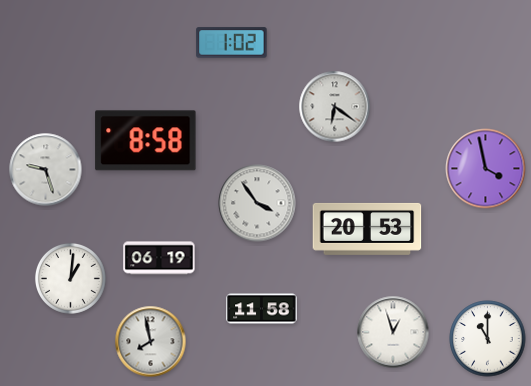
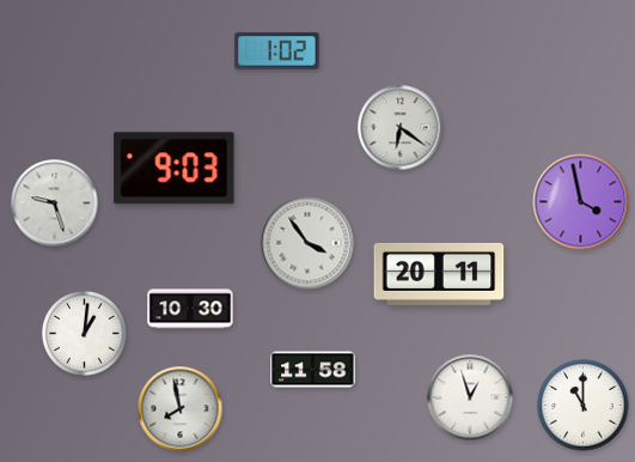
clock at (146, 141): 8:58 -> 9:03
clock at (367, 229): 20:53 -> 20:11
clock at (159, 258): 06:19 -> 10:30
